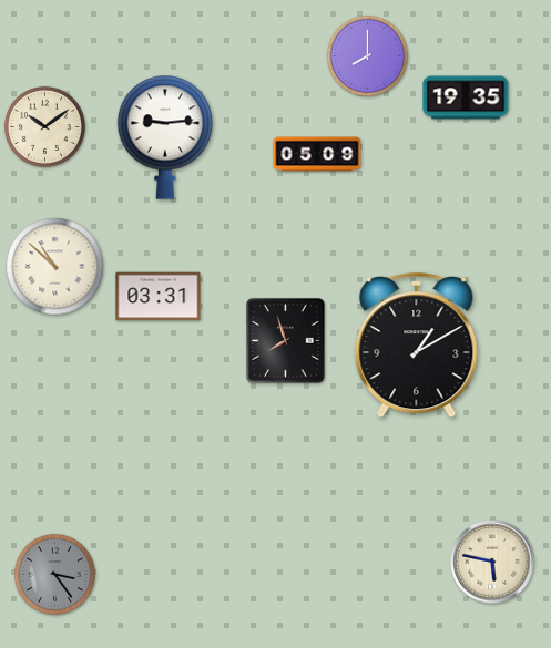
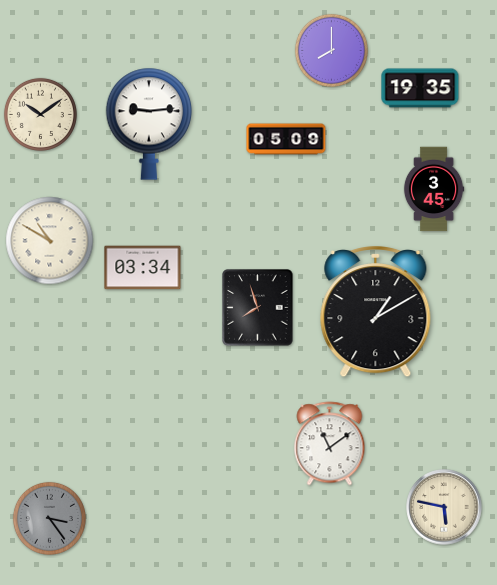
clock at (434, 189): none -> 3:45
clock at (55, 267): 10:52 -> 10:50
clock at (159, 297): 03:31 -> 03:34
clock at (330, 444): none -> 11:09
